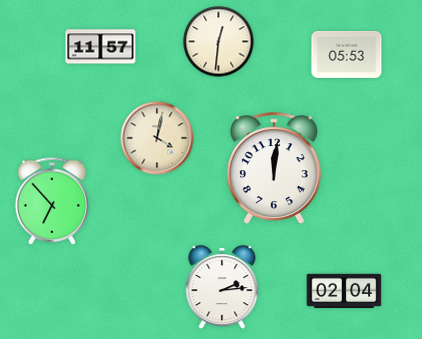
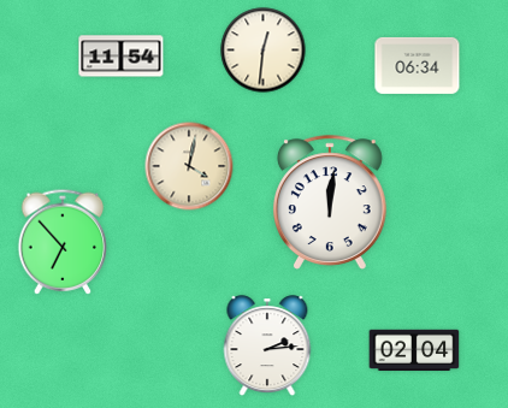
clock at (101, 47): 11:57 -> 11:54
clock at (347, 54): 05:53 -> 06:34
